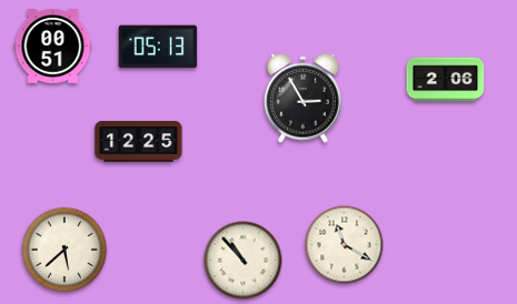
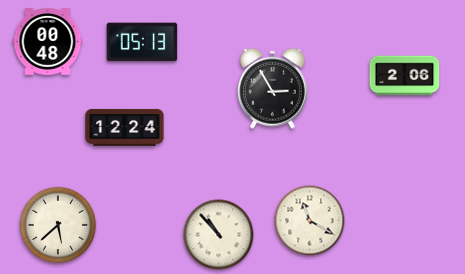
clock at (53, 47): 00:51 -> 00:48
clock at (446, 80) position: (446, 80) -> (405, 76)
clock at (139, 141): 12:25 -> 12:24
